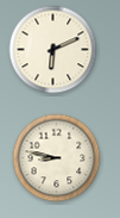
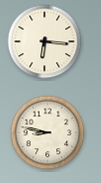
clock at (53, 50): 6:11 -> 6:16
